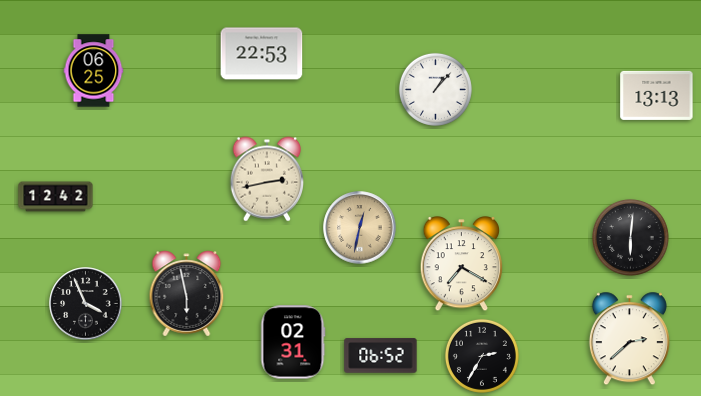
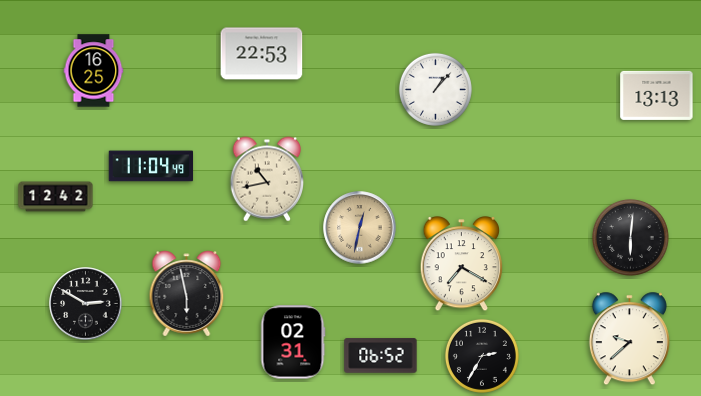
clock at (94, 71): 06:25 -> 16:25
clock at (151, 166): none -> 11:04
clock at (267, 179): 2:43 -> 10:43
clock at (86, 304): 3:56 -> 2:50
clock at (629, 339): 2:38 -> 9:38
